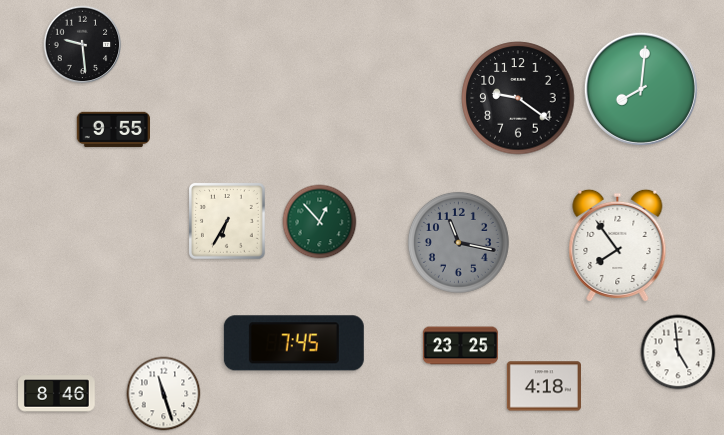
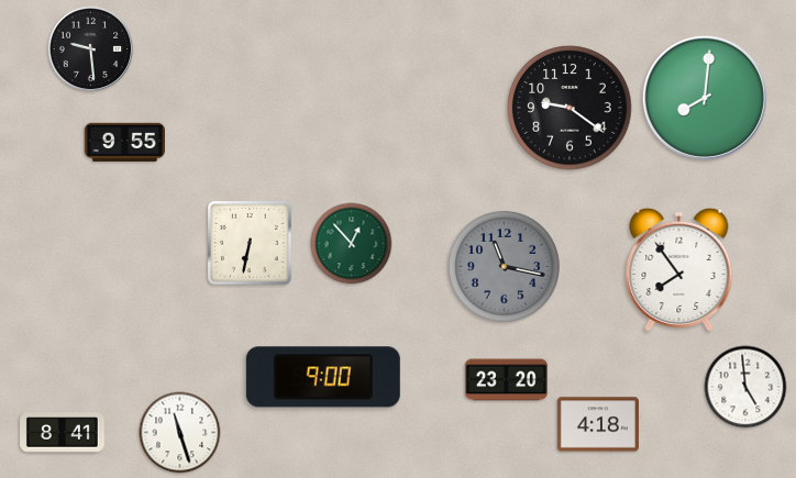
clock at (228, 222): 6:35 -> 6:32
clock at (294, 343): 7:45 -> 9:00
clock at (460, 346): 23:25 -> 23:20
clock at (57, 394): 8:46 -> 8:41
